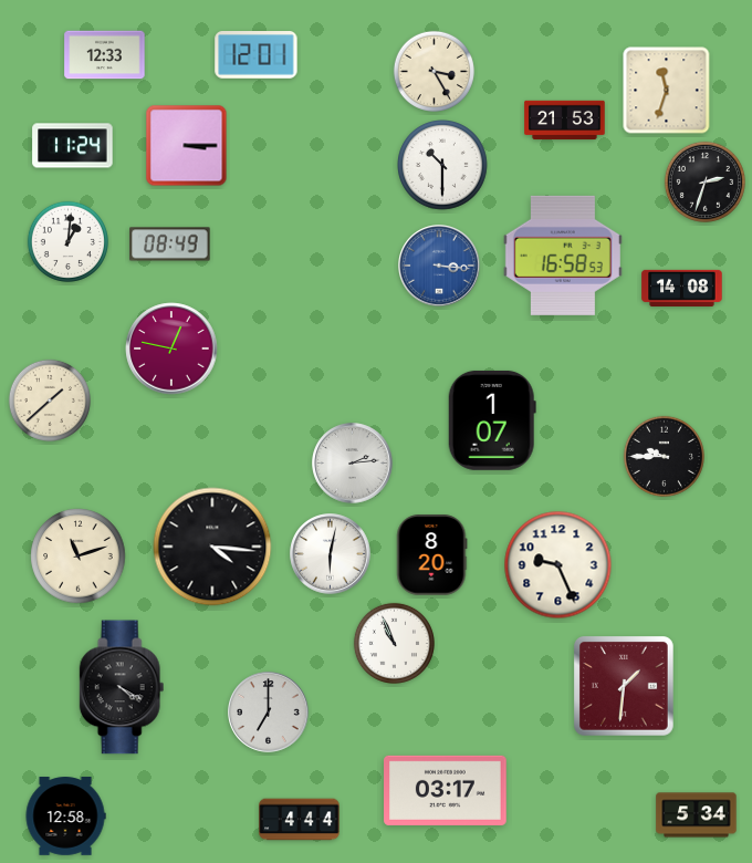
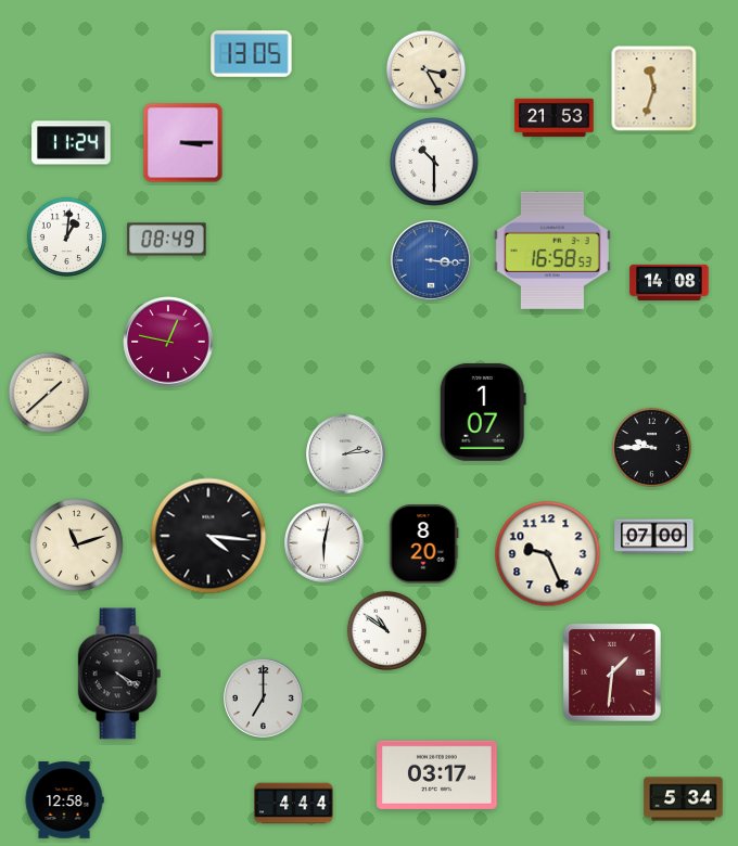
clock at (105, 55): 12:33 -> none
clock at (257, 55): 12:01 -> 13:05
clock at (704, 181): 2:33 -> none
clock at (654, 537): none -> 07:00
clock at (394, 643): 10:56 -> 10:51
